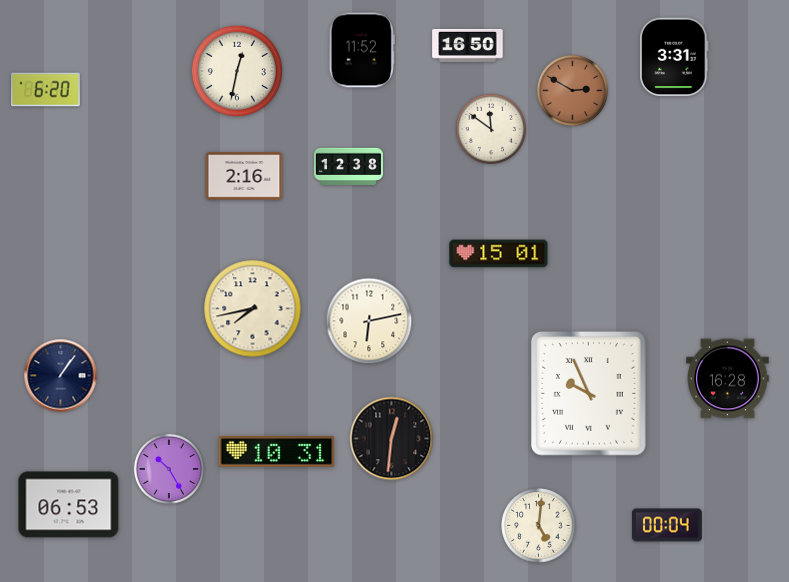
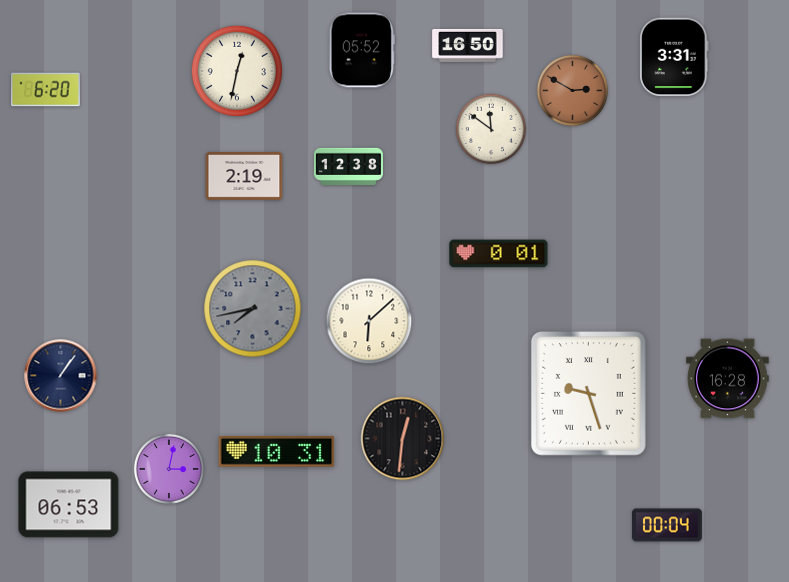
clock at (362, 50): 11:52 -> 05:52
clock at (244, 177): 2:16 -> 2:19
clock at (499, 254): 15:01 -> 0:01
clock at (253, 309) dial: cream -> grey
clock at (369, 321): 6:13 -> 6:08
clock at (589, 394): 9:56 -> 9:27
clock at (392, 439) position: (392, 439) -> (403, 439)
clock at (169, 469): 10:25 -> 3:02
clock at (539, 526): 5:01 -> none
